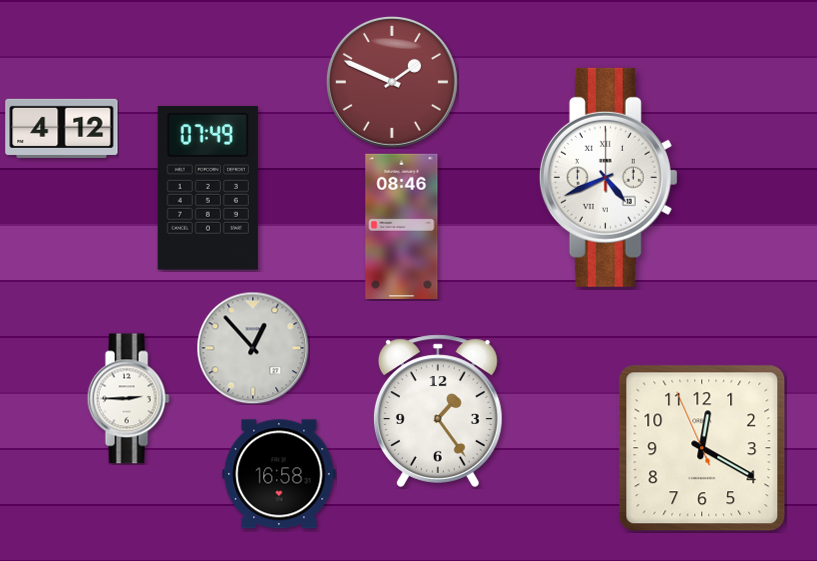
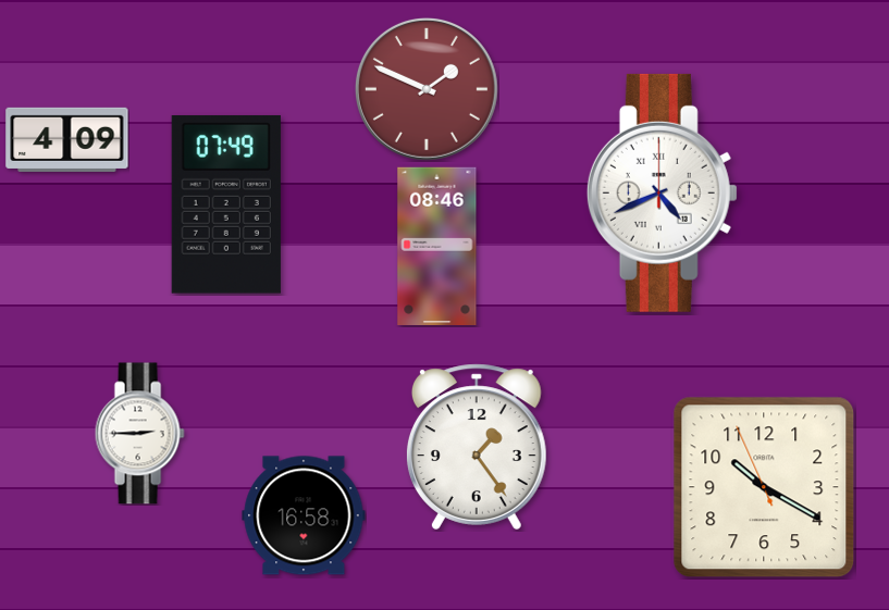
clock at (62, 128): 4:12 -> 4:09
clock at (253, 348): 12:53 -> none
clock at (702, 448): 12:19 -> 10:19
